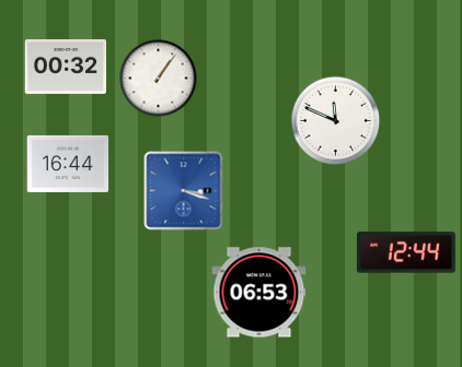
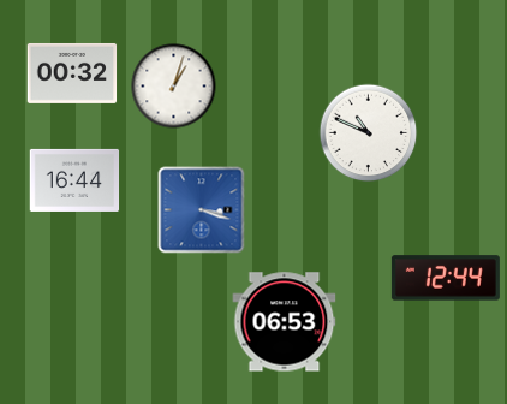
clock at (159, 79): 1:06 -> 1:03
clock at (336, 121): 11:49 -> 10:49
